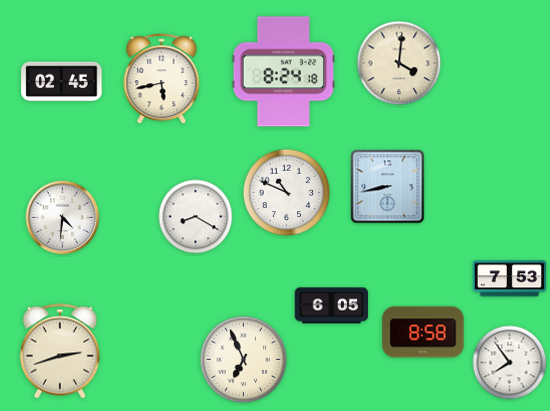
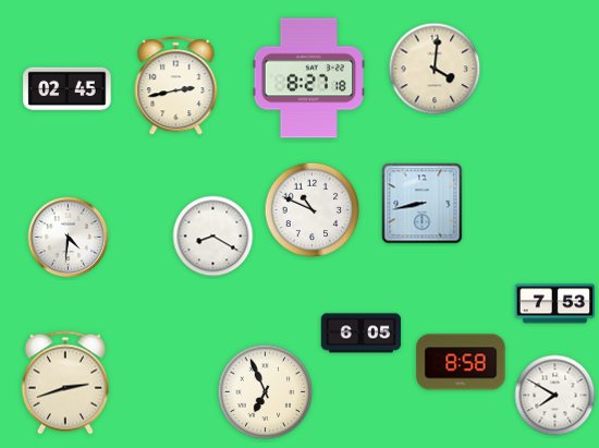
clock at (283, 72): 8:24 -> 8:27
clock at (162, 79): 5:43 -> 2:43
clock at (510, 363): 7:54 -> 7:50
